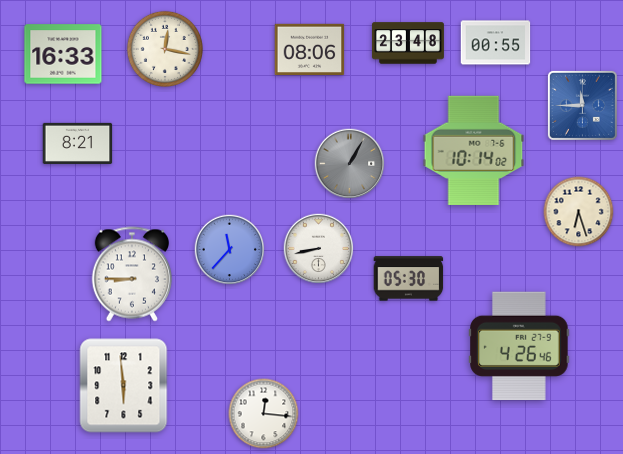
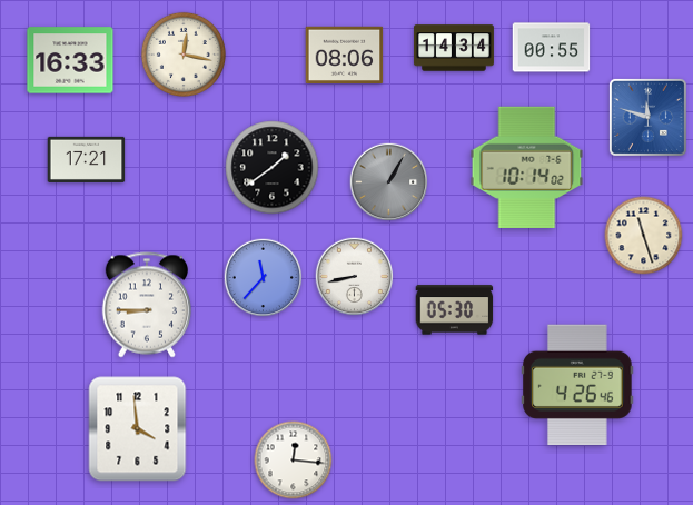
clock at (408, 43): 23:48 -> 14:34
clock at (582, 105): 11:45 -> 11:48
clock at (78, 143): 8:21 -> 17:21
clock at (273, 168): none -> 1:39
clock at (579, 212): 6:27 -> 11:27
clock at (230, 250) position: (230, 250) -> (264, 278)
clock at (124, 386): 5:59 -> 3:59
